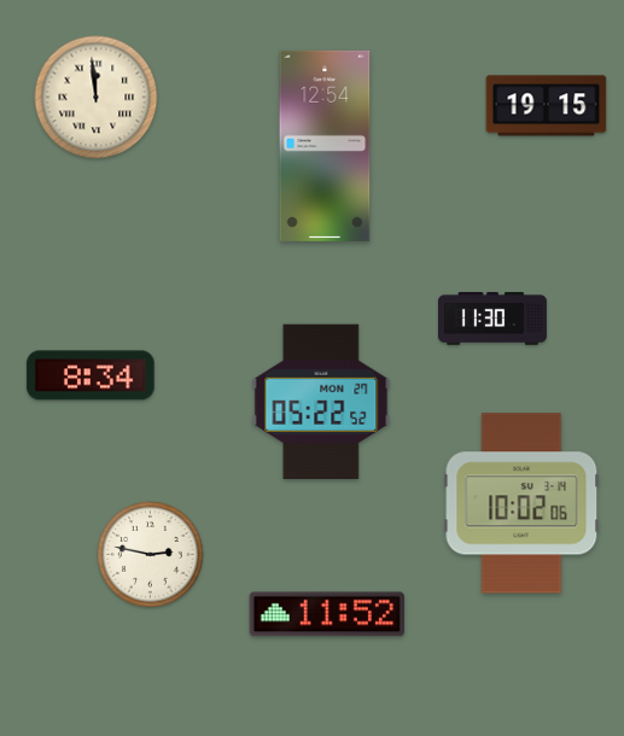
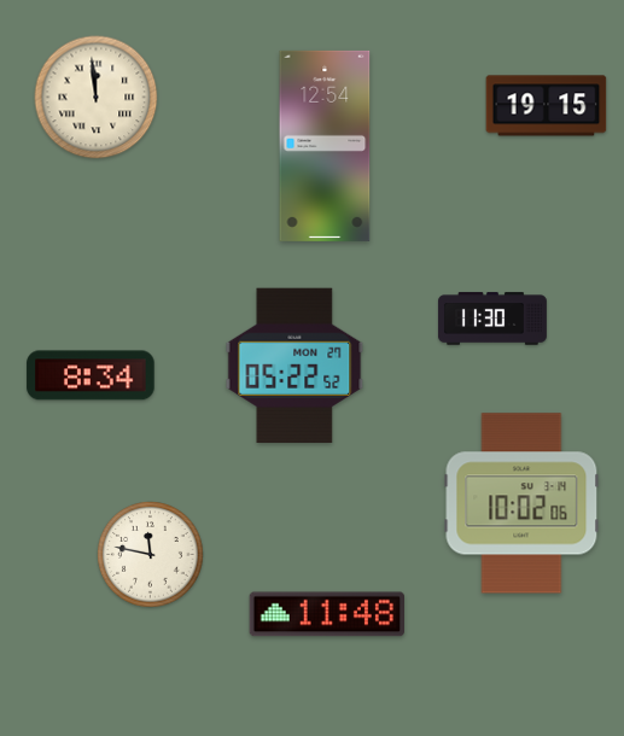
clock at (321, 401) position: (321, 401) -> (294, 364)
clock at (151, 555): 2:47 -> 11:47
clock at (326, 614): 11:52 -> 11:48
